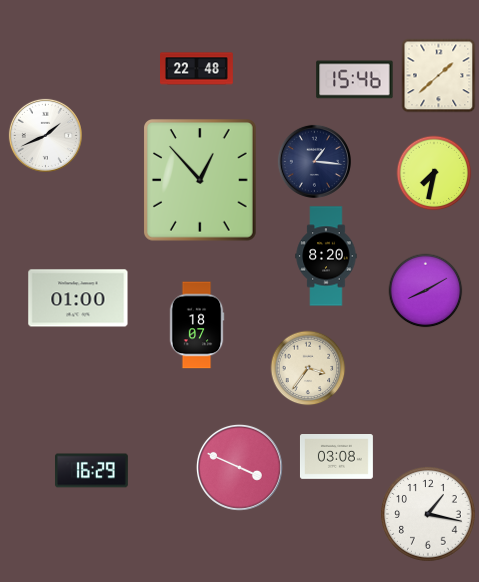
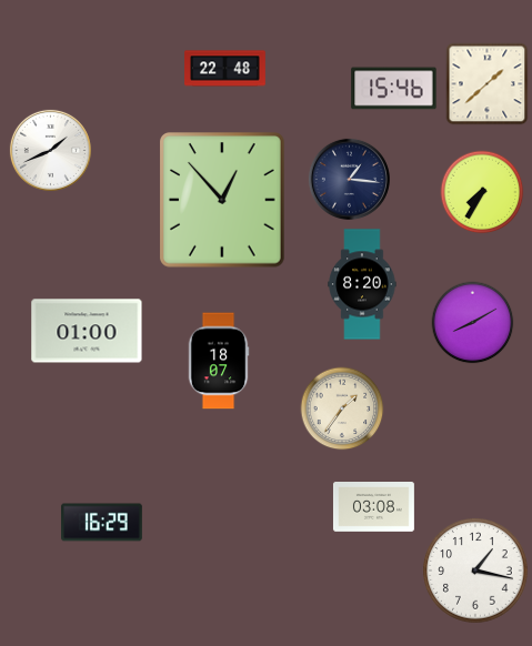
clock at (197, 69) position: (197, 69) -> (225, 69)
clock at (434, 173): 7:32 -> 7:35
clock at (308, 368): 3:36 -> 1:36
clock at (239, 467): 3:49 -> none
